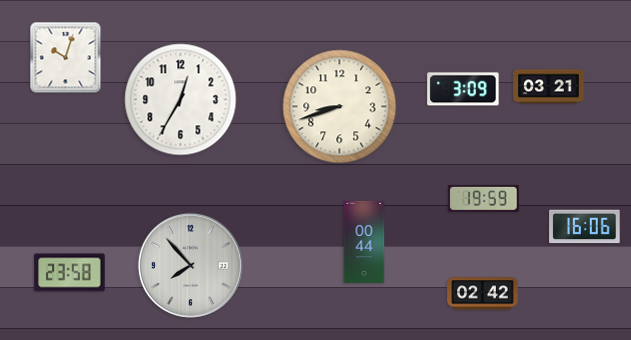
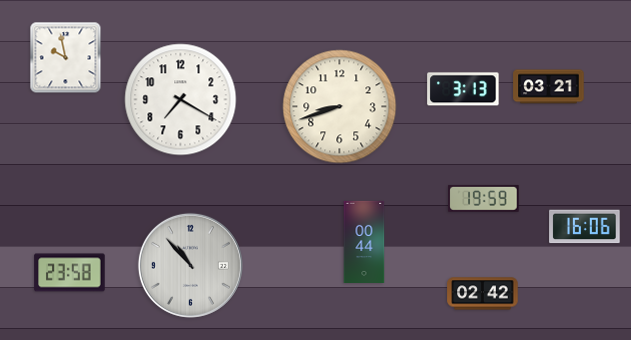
clock at (66, 58): 10:03 -> 9:58
clock at (463, 89): 3:09 -> 3:13
clock at (181, 100): 12:35 -> 7:20
clock at (190, 265): 7:53 -> 10:53
